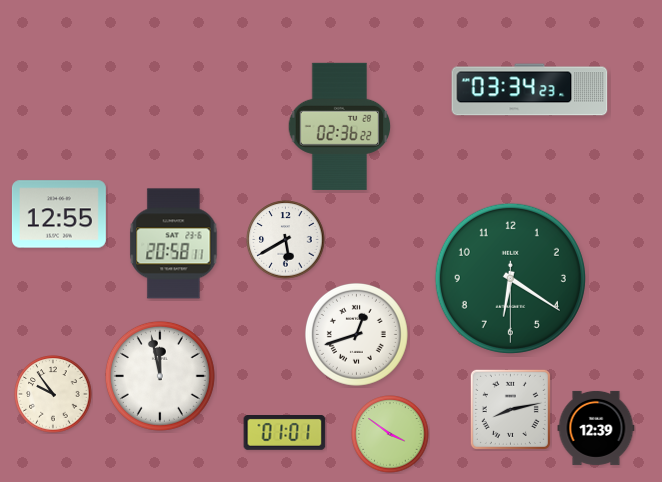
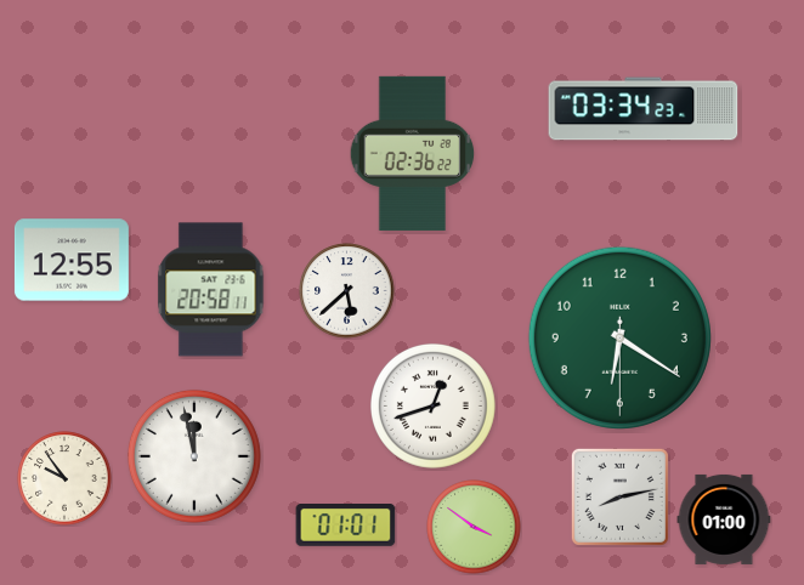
clock at (286, 240): 5:40 -> 5:38
clock at (174, 244) position: (174, 244) -> (211, 290)
clock at (596, 428): 12:39 -> 01:00
